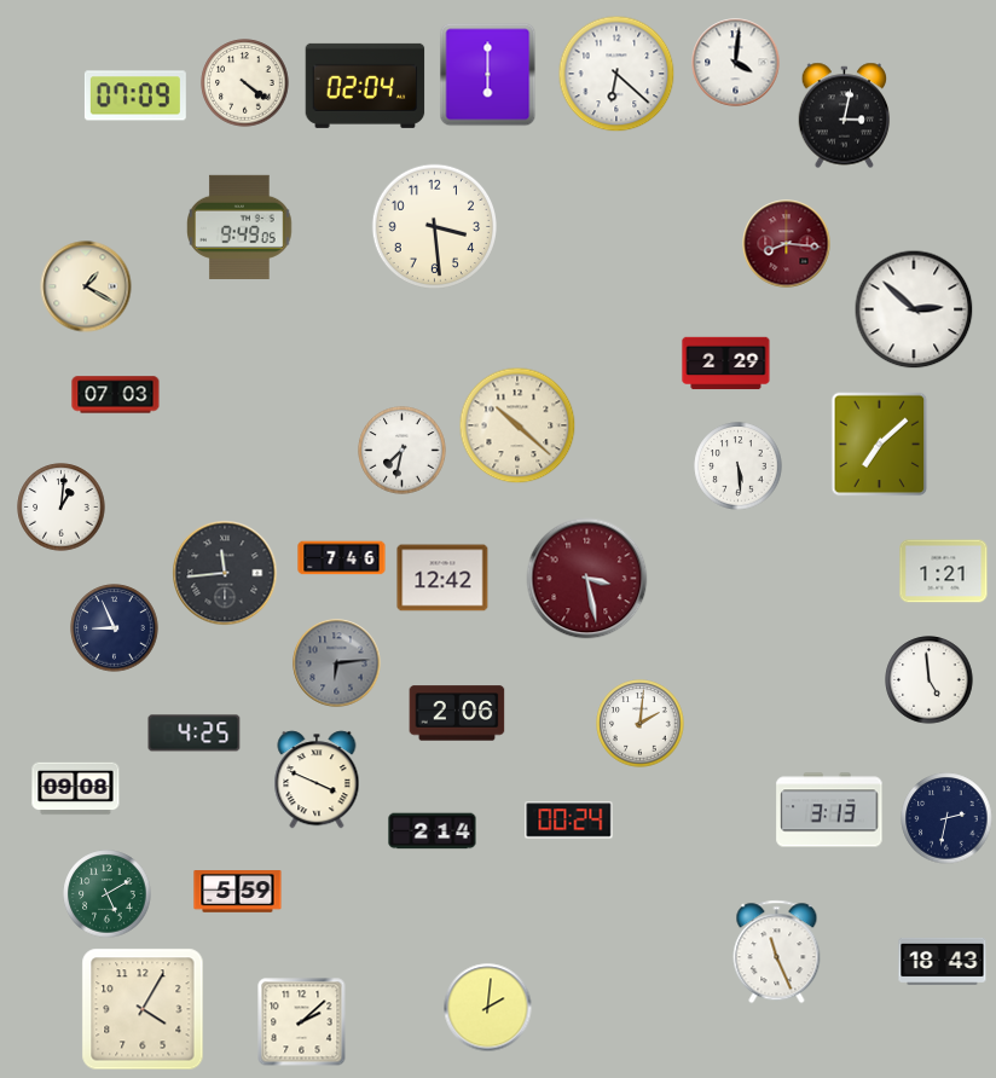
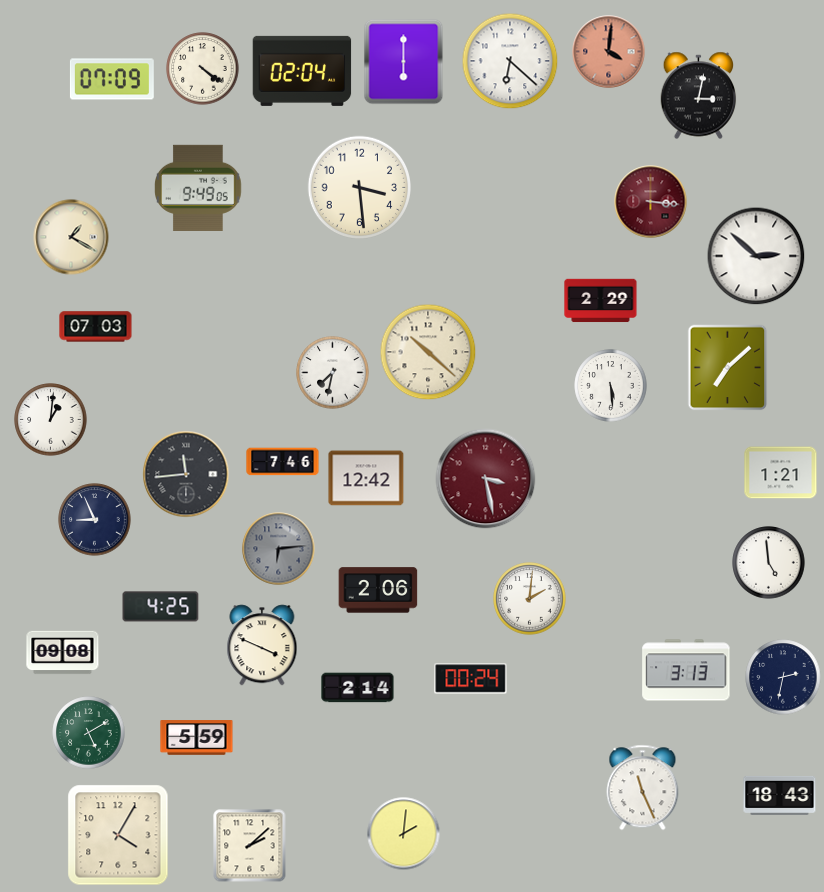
clock at (736, 63) dial: white -> salmon
clock at (787, 244): 8:16 -> 3:16
clock at (108, 894) position: (108, 894) -> (89, 733)
